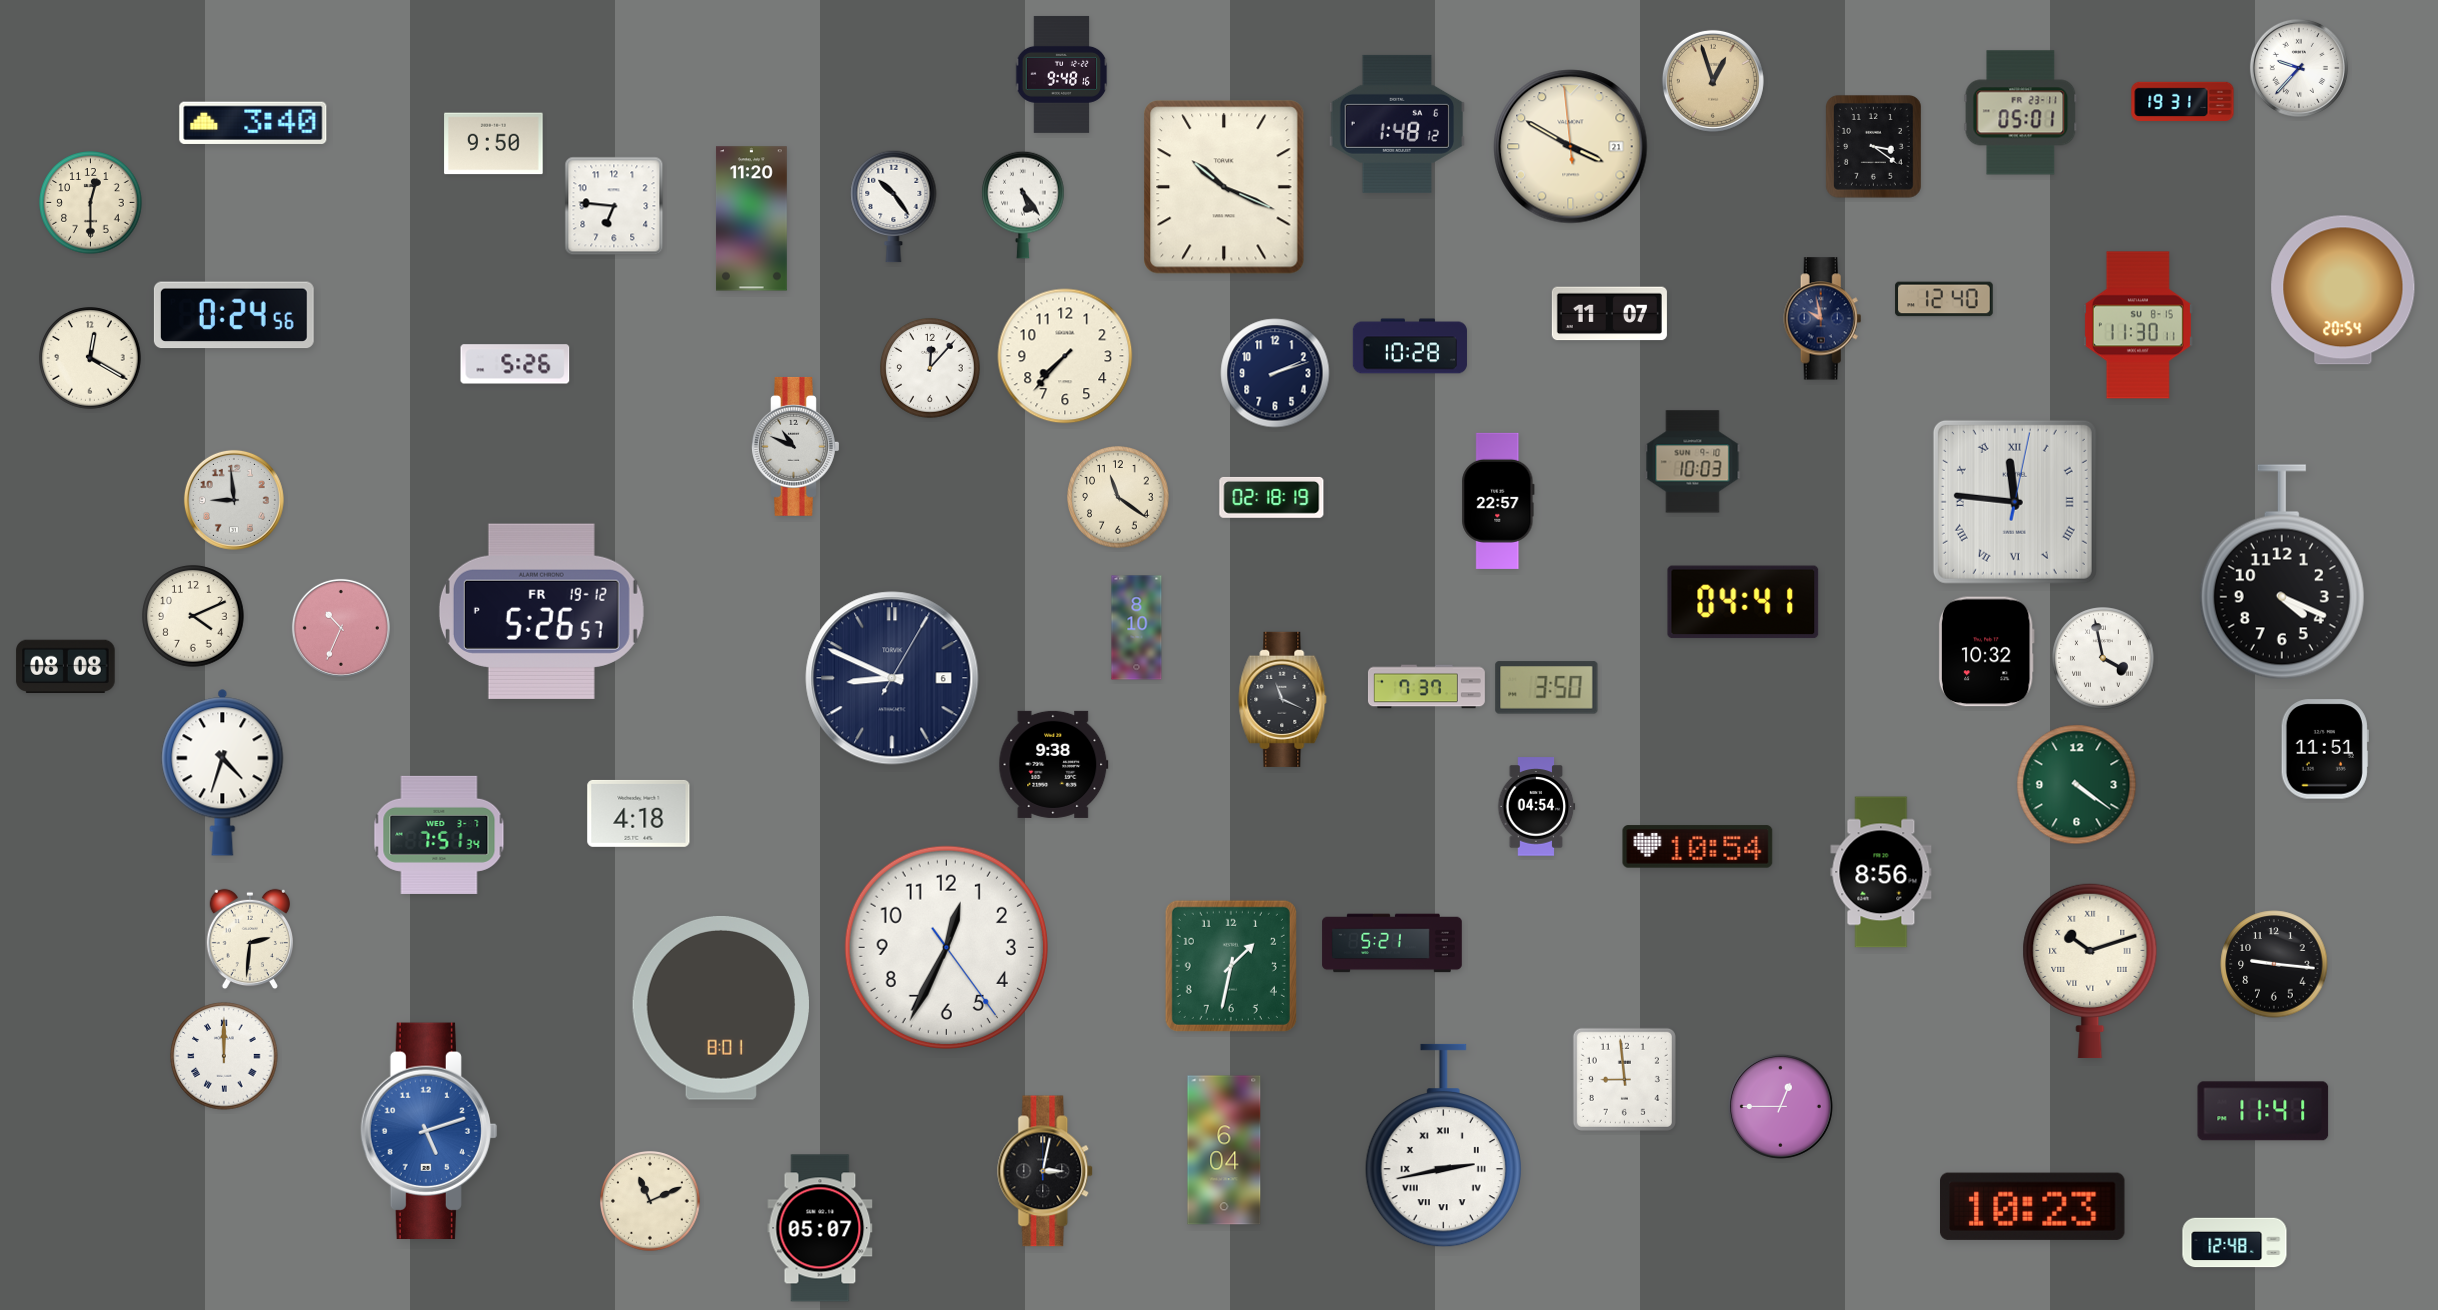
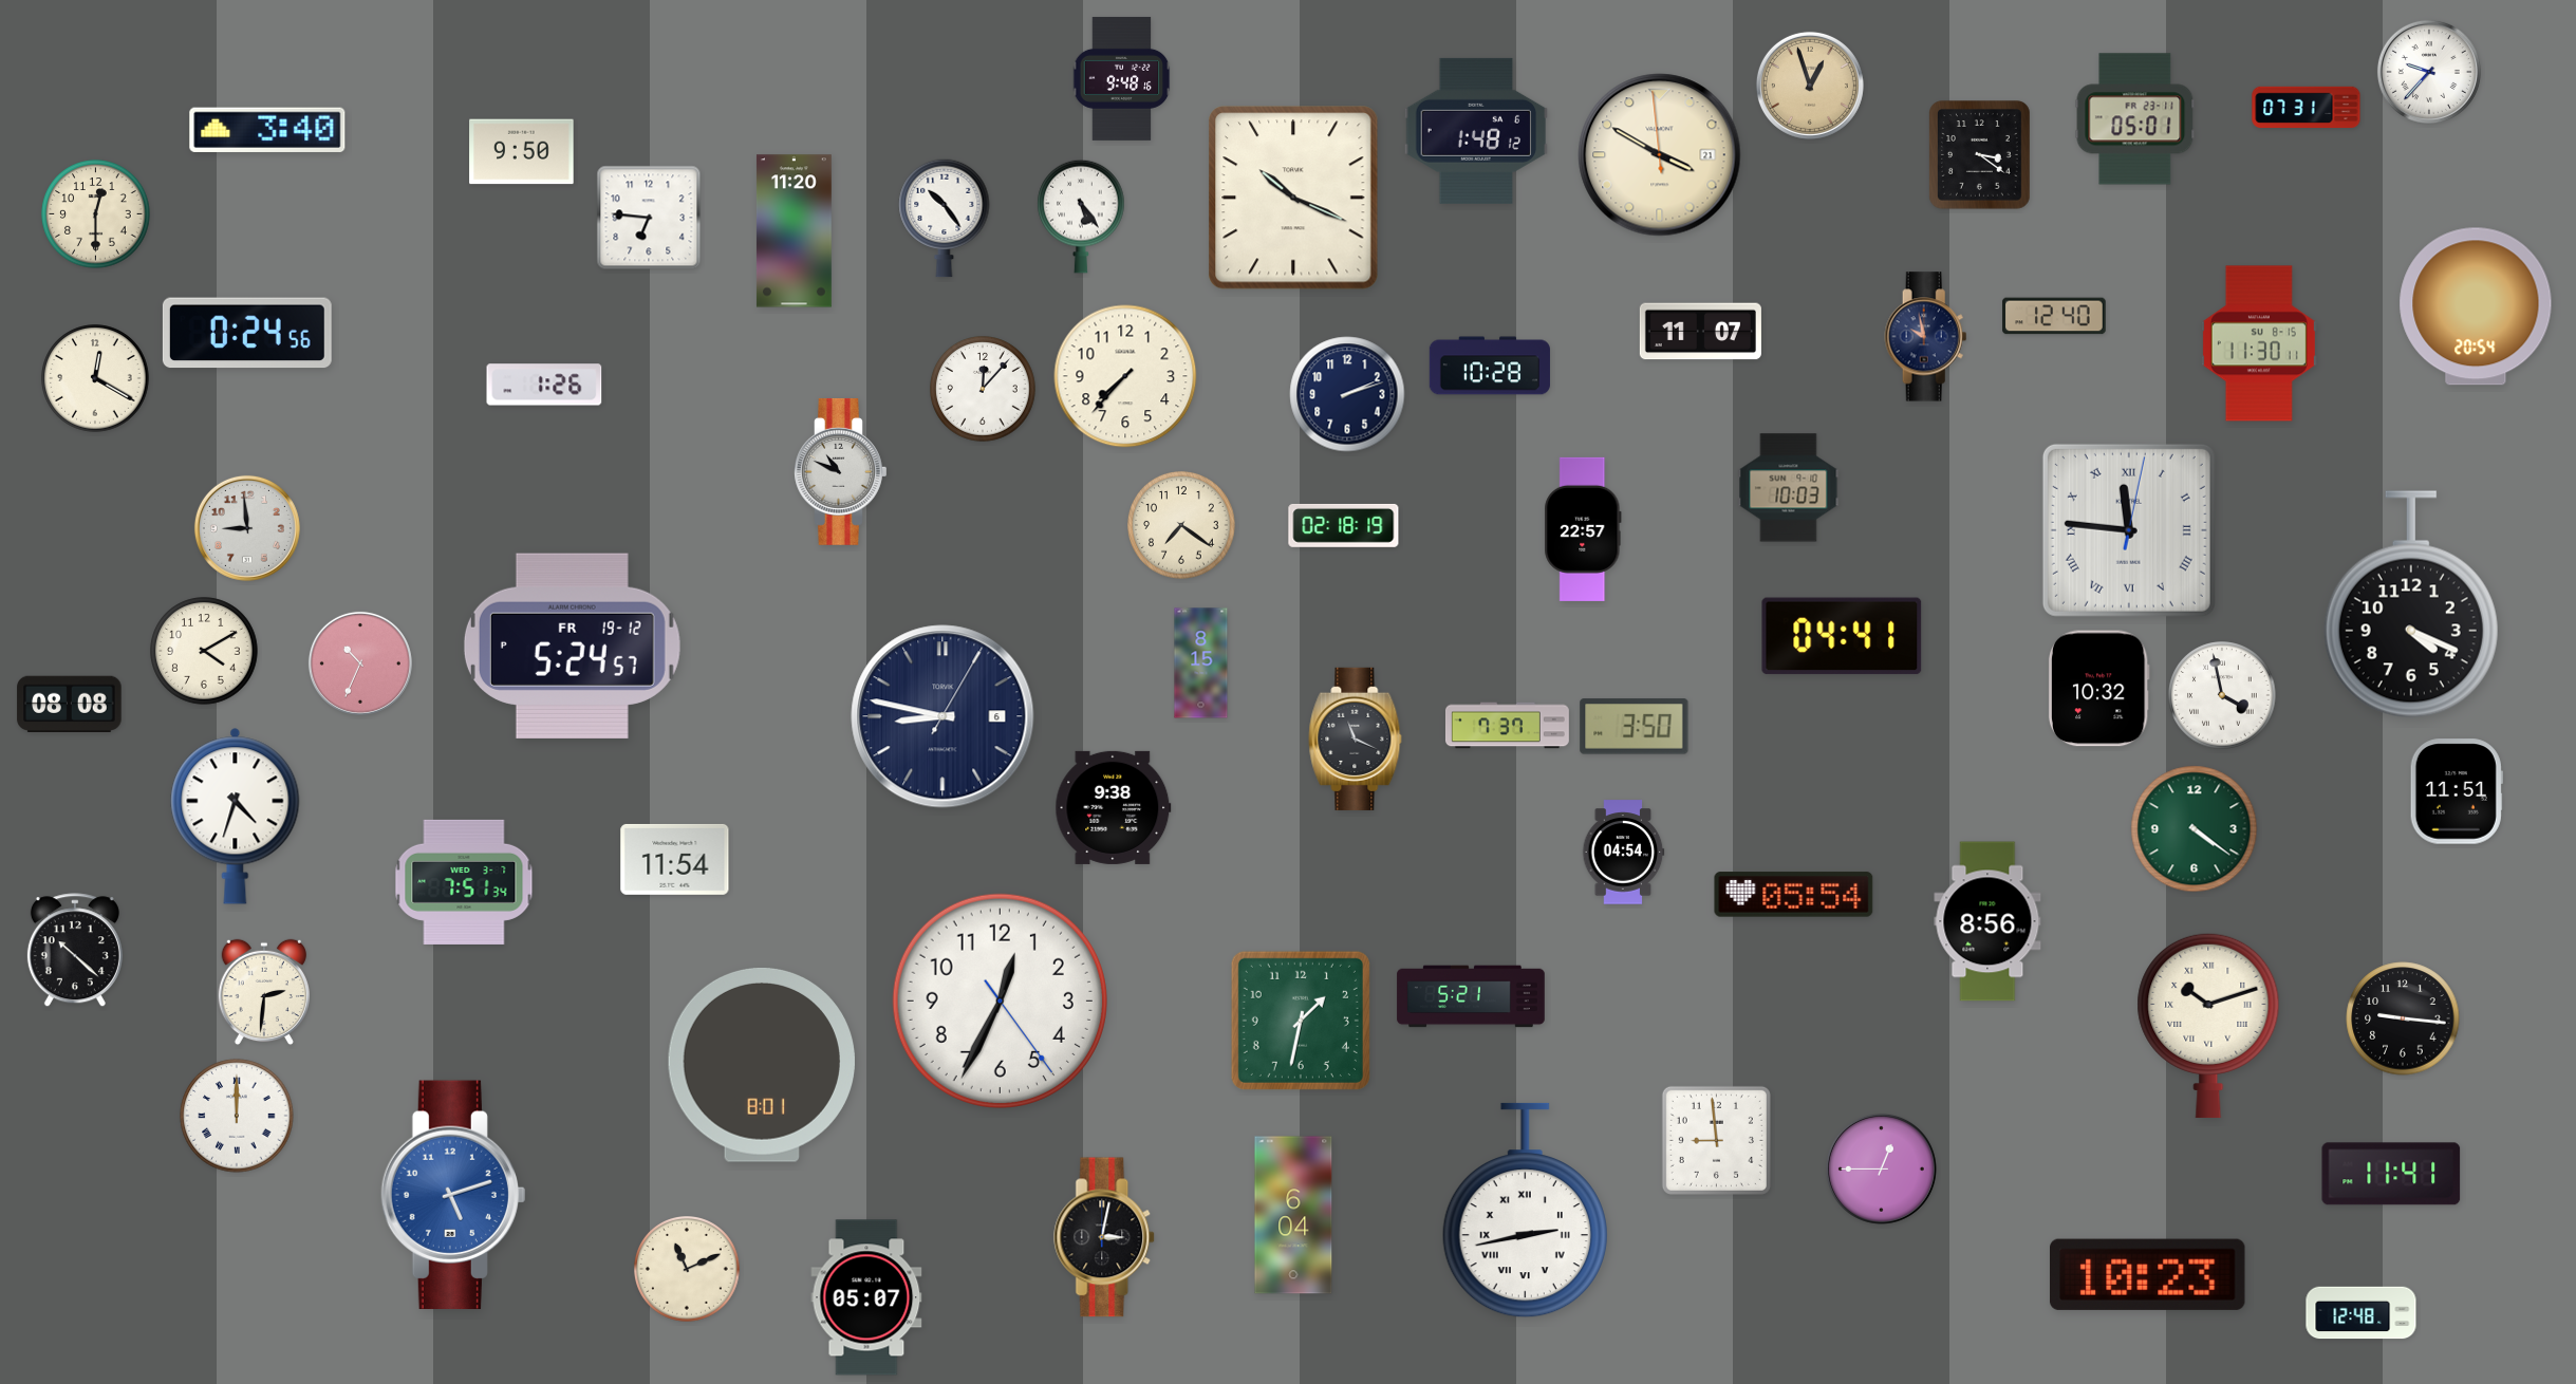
clock at (2183, 102): 19:31 -> 07:31
clock at (515, 364): 5:26 -> 1:26
clock at (1118, 497): 11:21 -> 7:21
clock at (541, 611): 5:26 -> 5:24
clock at (193, 616): 4:11 -> 4:10
clock at (1137, 628): 8:10 -> 8:15
clock at (892, 678): 8:49 -> 8:47
clock at (639, 813): 4:18 -> 11:54
clock at (1698, 847): 10:54 -> 05:54
clock at (75, 951): none -> 10:22
